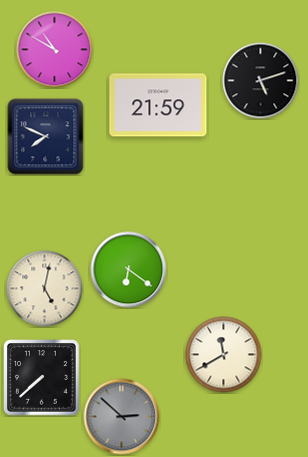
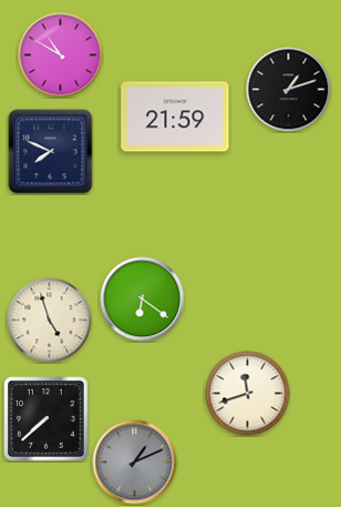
clock at (261, 81): 5:12 -> 1:12
clock at (45, 289): 5:02 -> 4:57
clock at (224, 355): 11:40 -> 11:42
clock at (122, 417): 2:52 -> 1:11
